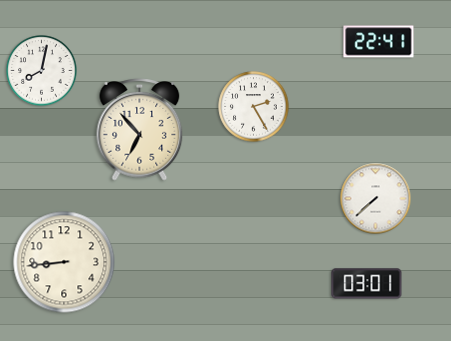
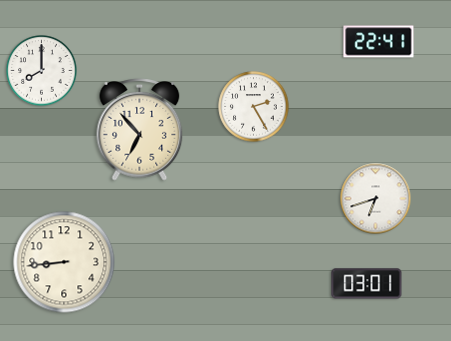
clock at (42, 71): 8:02 -> 8:00
clock at (376, 199): 7:38 -> 6:42
